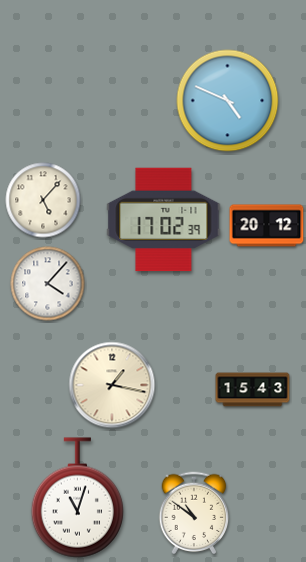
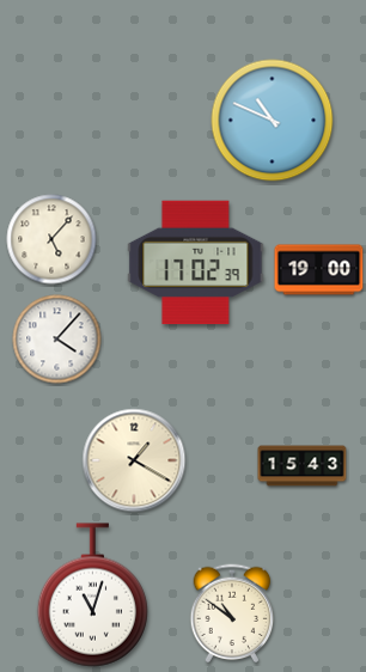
clock at (228, 101): 4:49 -> 10:49
clock at (267, 226): 20:12 -> 19:00
clock at (112, 385): 1:17 -> 1:20
